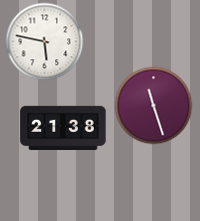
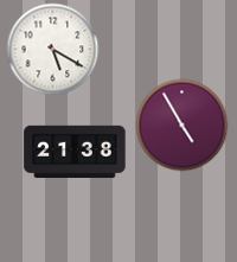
clock at (44, 41): 5:47 -> 5:20
clock at (153, 105): 11:27 -> 4:55
